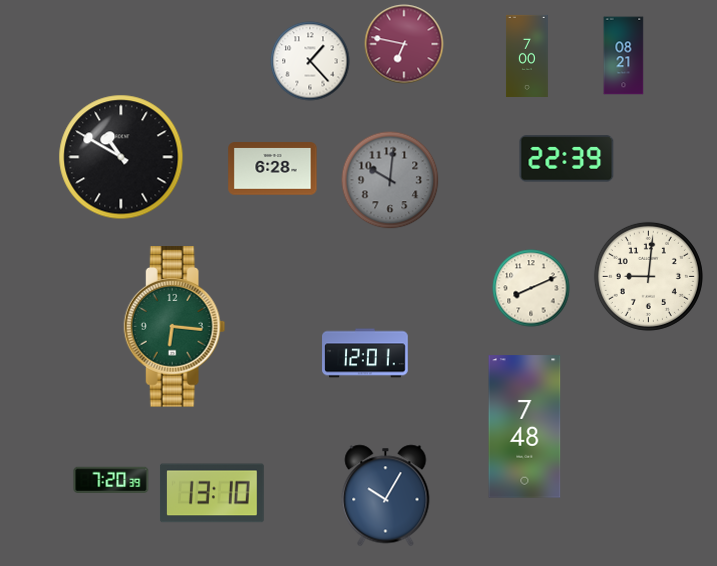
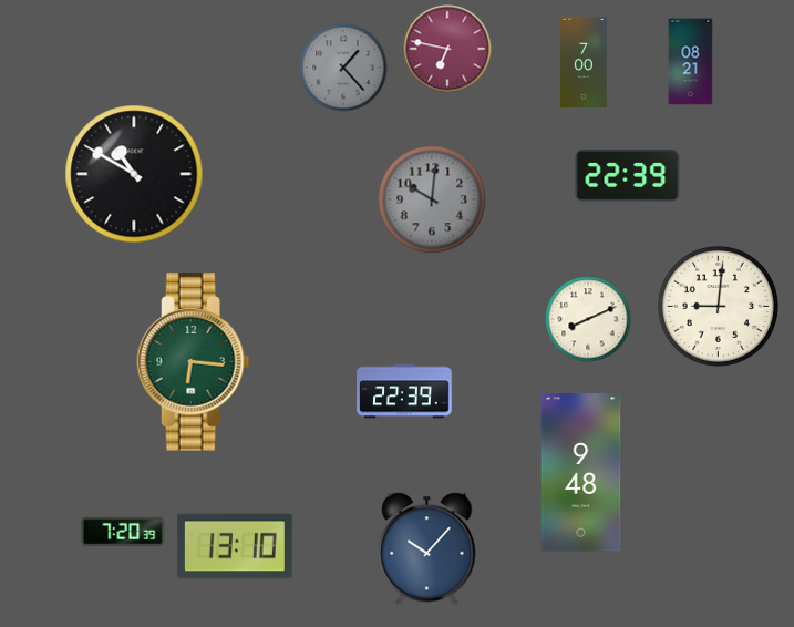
clock at (310, 61) dial: white -> grey
clock at (273, 169): 6:28 -> none
clock at (365, 353): 12:01 -> 22:39
clock at (525, 427): 7:48 -> 9:48
clock at (386, 496): 10:05 -> 10:07
